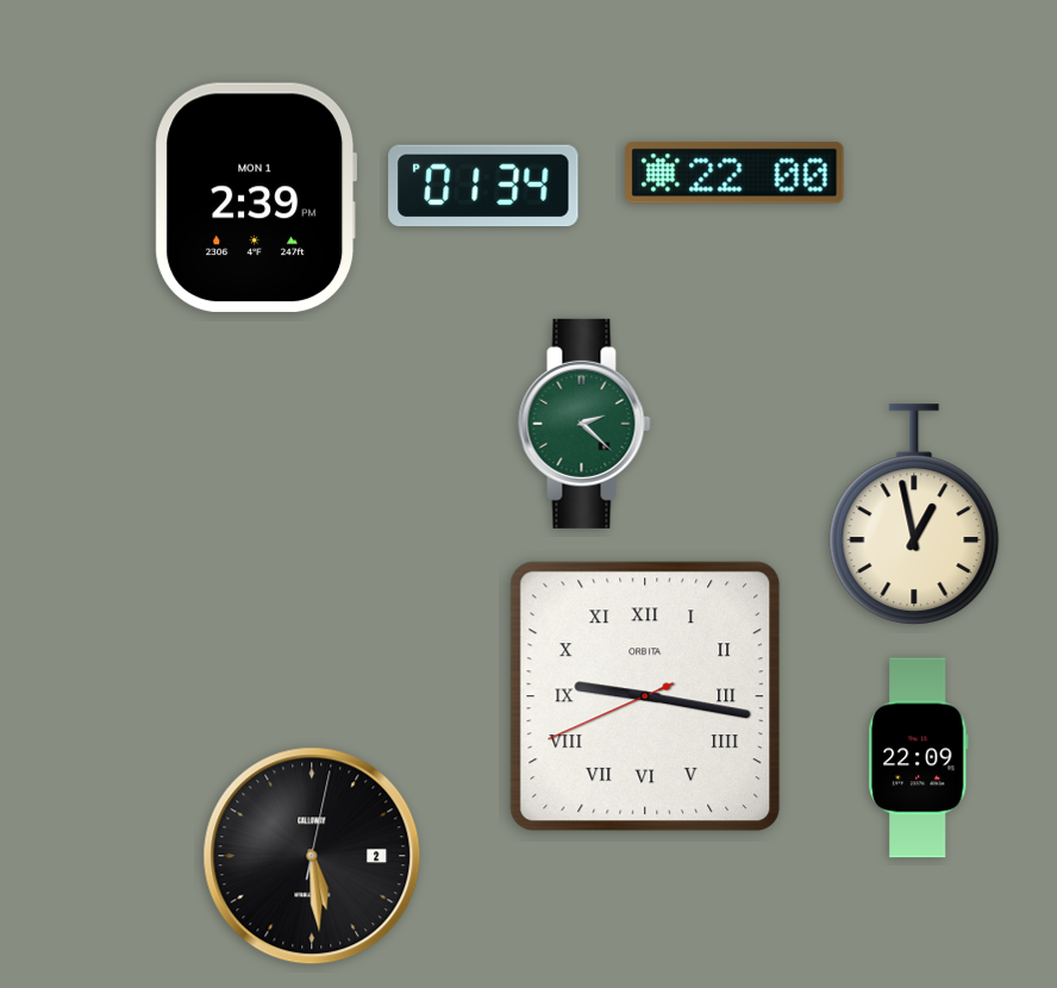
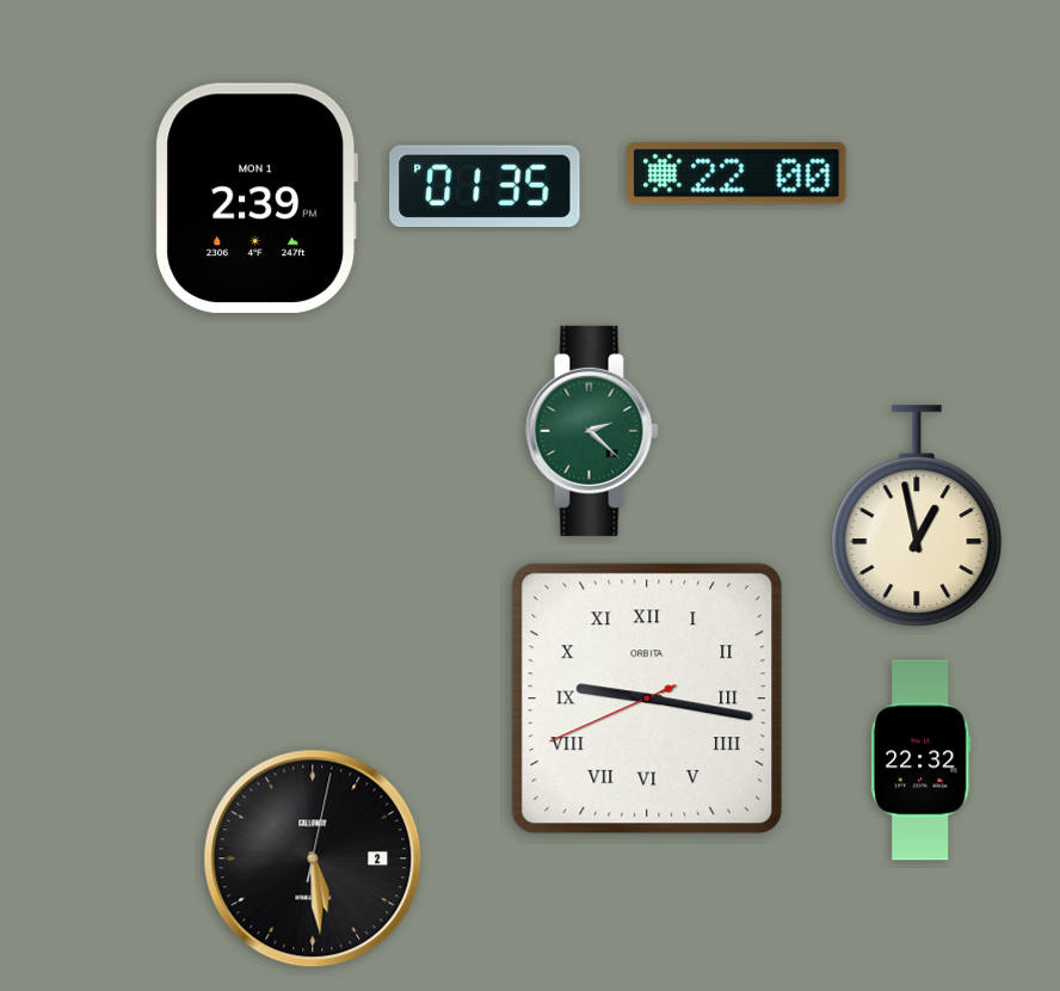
clock at (483, 186): 01:34 -> 01:35
clock at (584, 424) position: (584, 424) -> (592, 431)
clock at (918, 758): 22:09 -> 22:32
